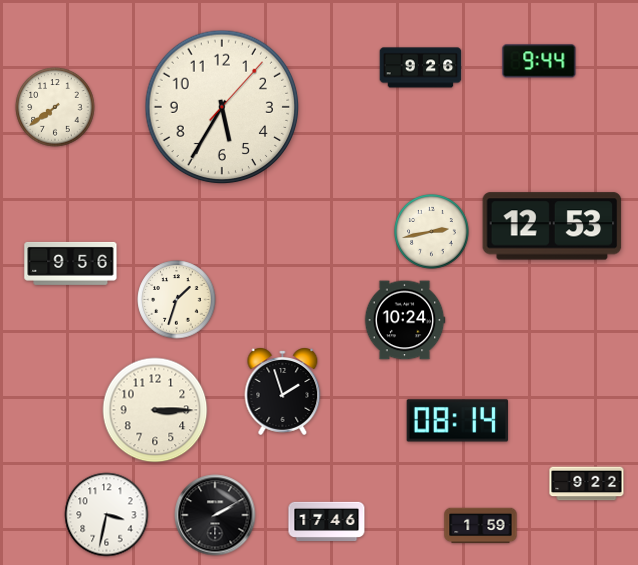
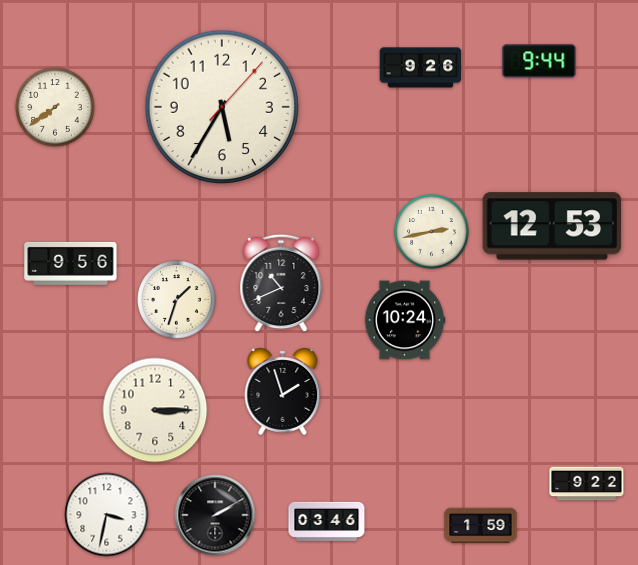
clock at (281, 283): none -> 10:41
clock at (458, 421): 08:14 -> none
clock at (327, 521): 17:46 -> 03:46
